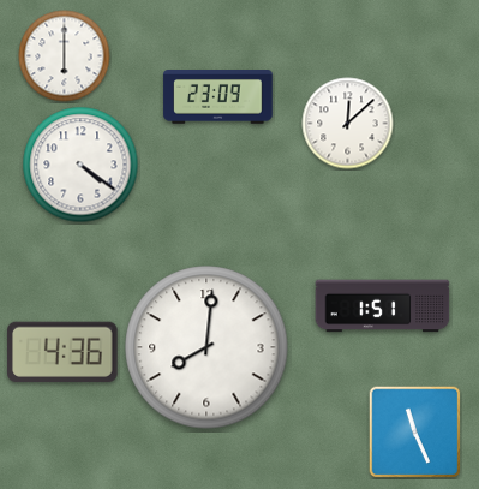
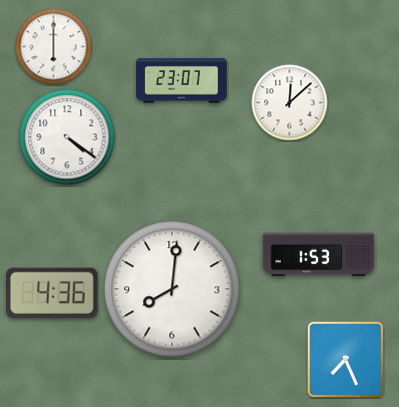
clock at (218, 97): 23:09 -> 23:07
clock at (383, 306): 1:51 -> 1:53
clock at (414, 431): 11:26 -> 7:26
